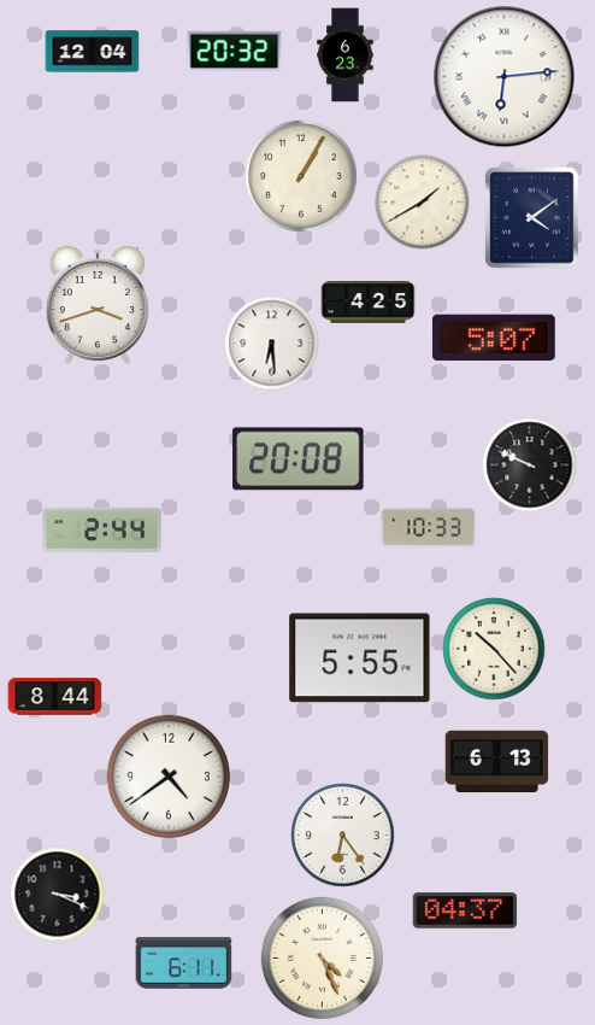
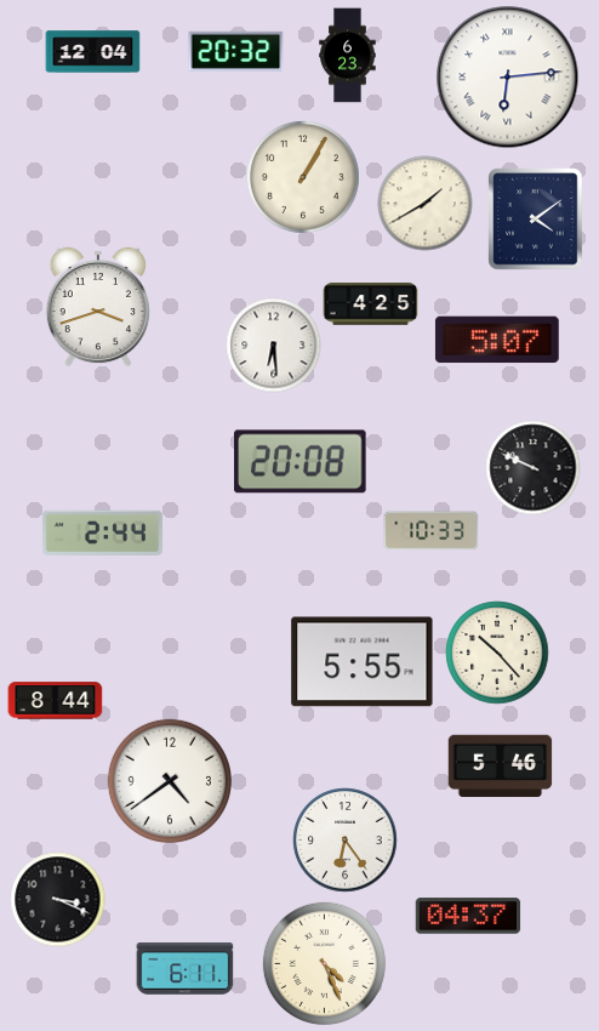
clock at (496, 762): 6:13 -> 5:46
